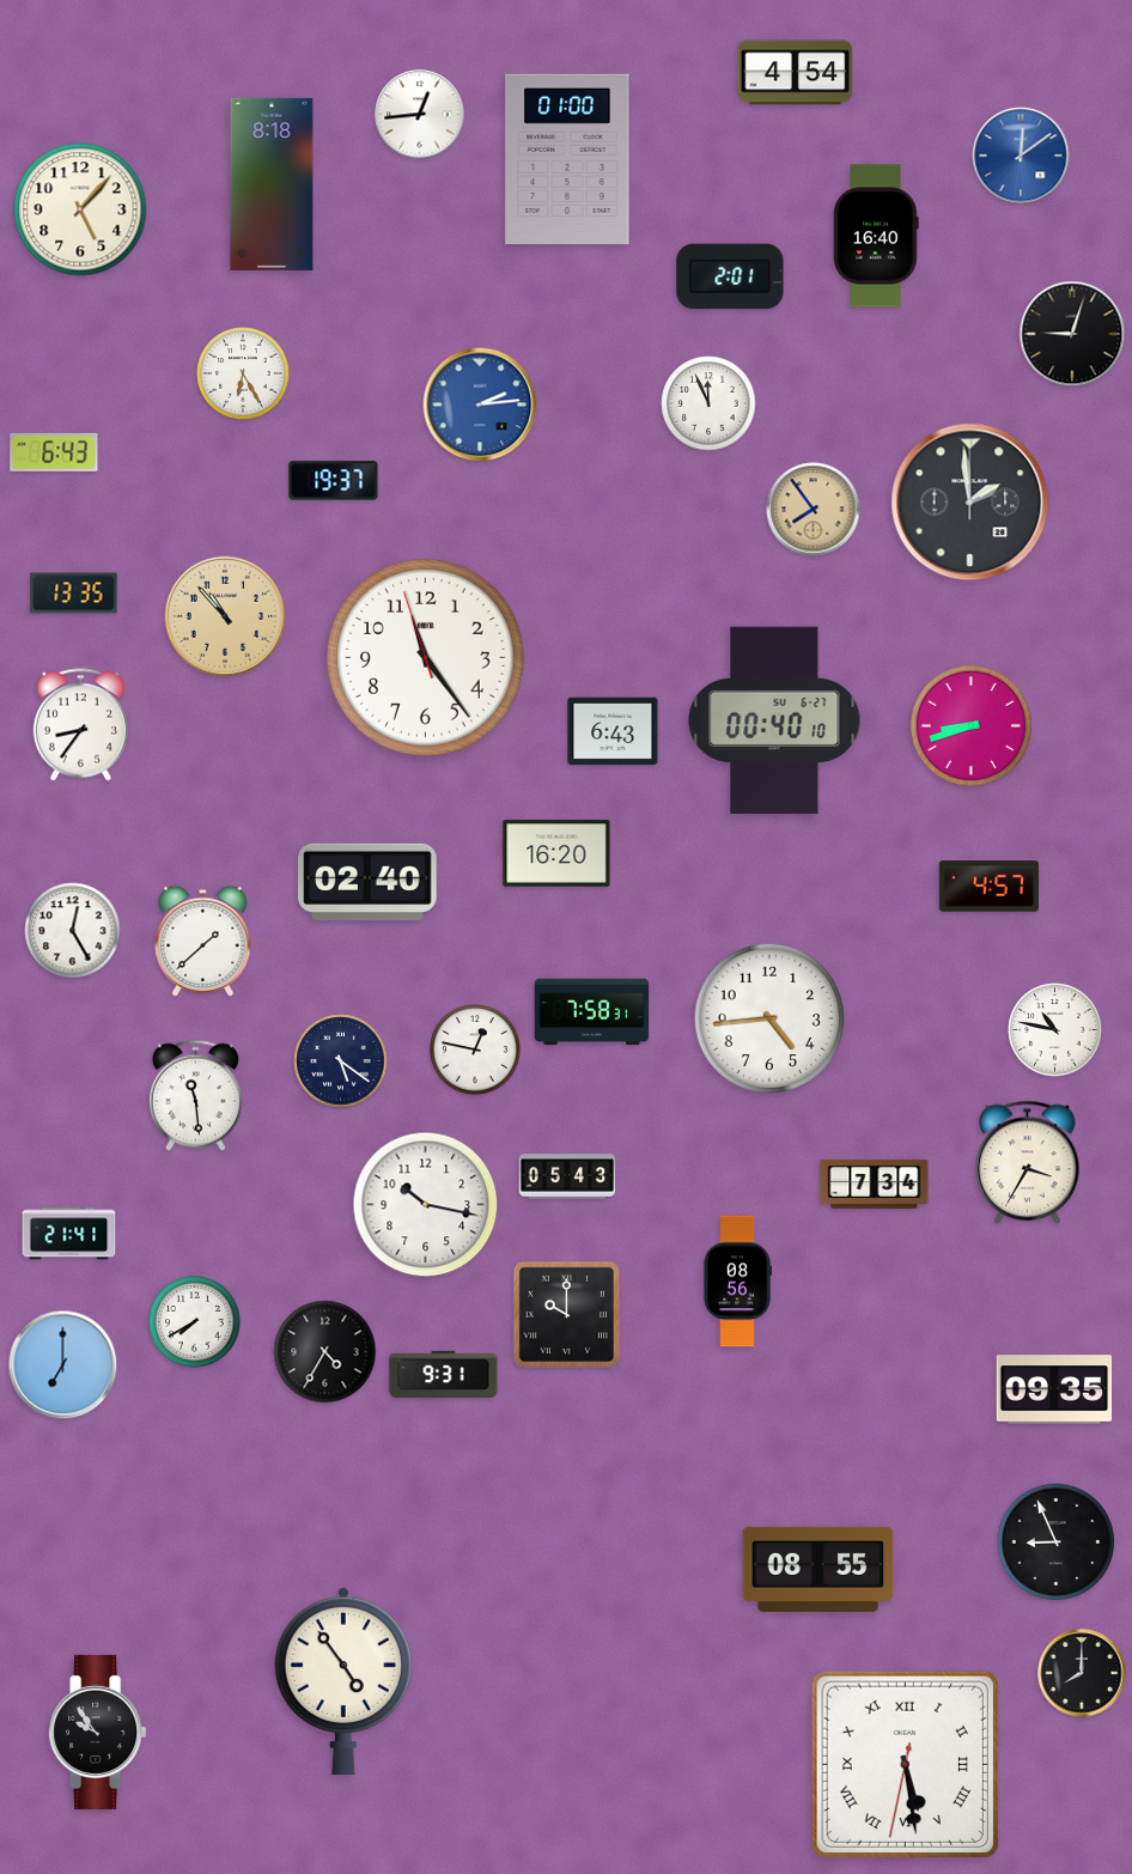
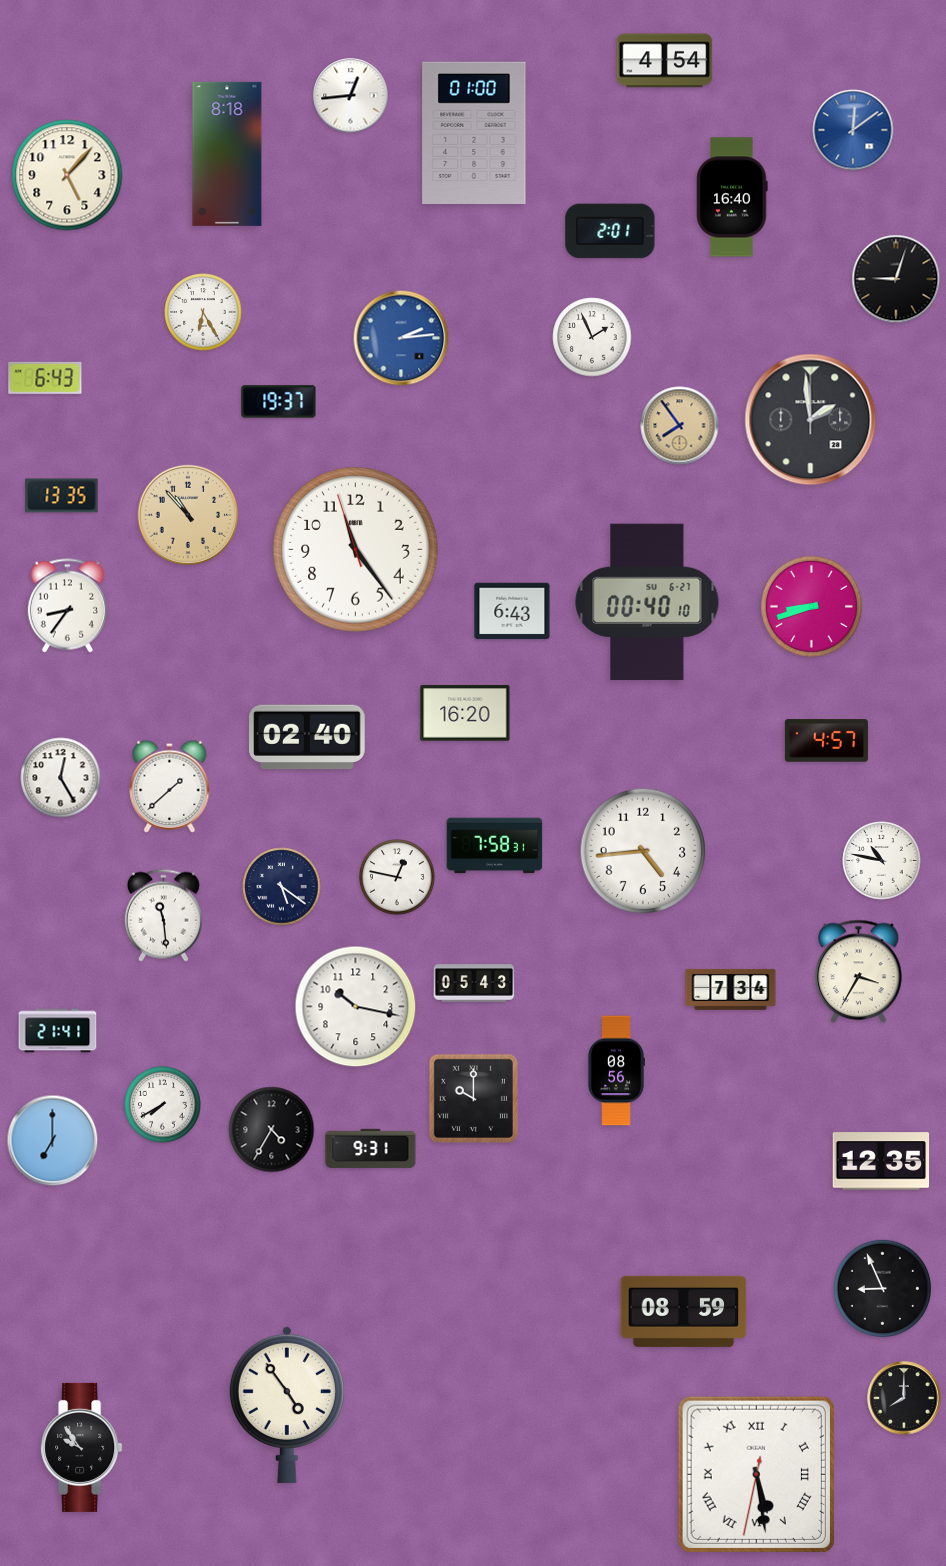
clock at (708, 403): 11:56 -> 1:56
clock at (341, 1061) position: (341, 1061) -> (282, 887)
clock at (1054, 1389): 09:35 -> 12:35
clock at (818, 1569): 08:55 -> 08:59
